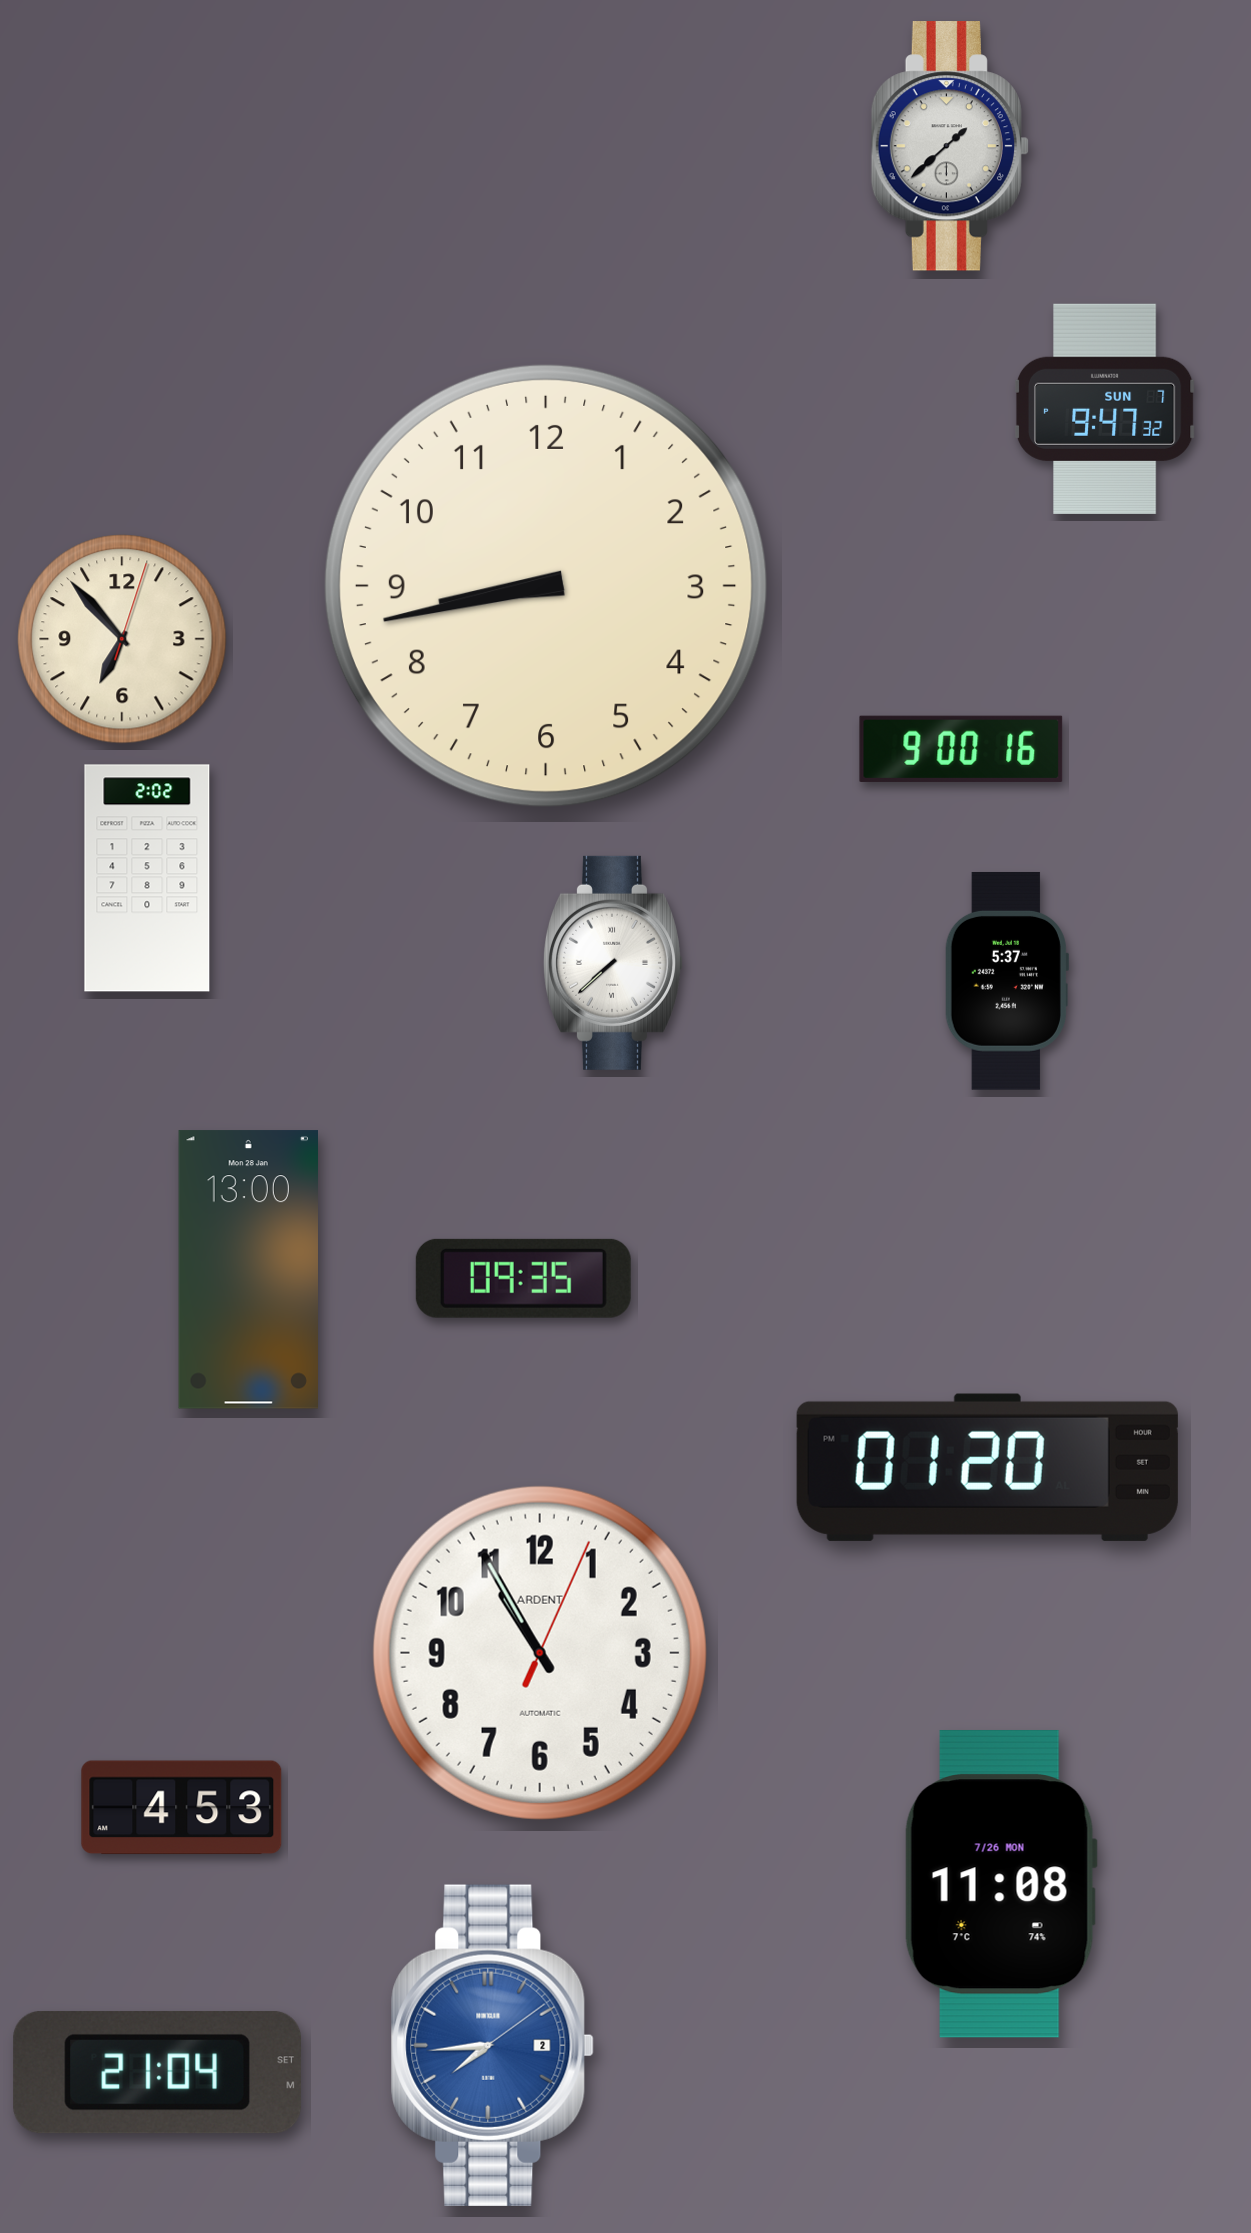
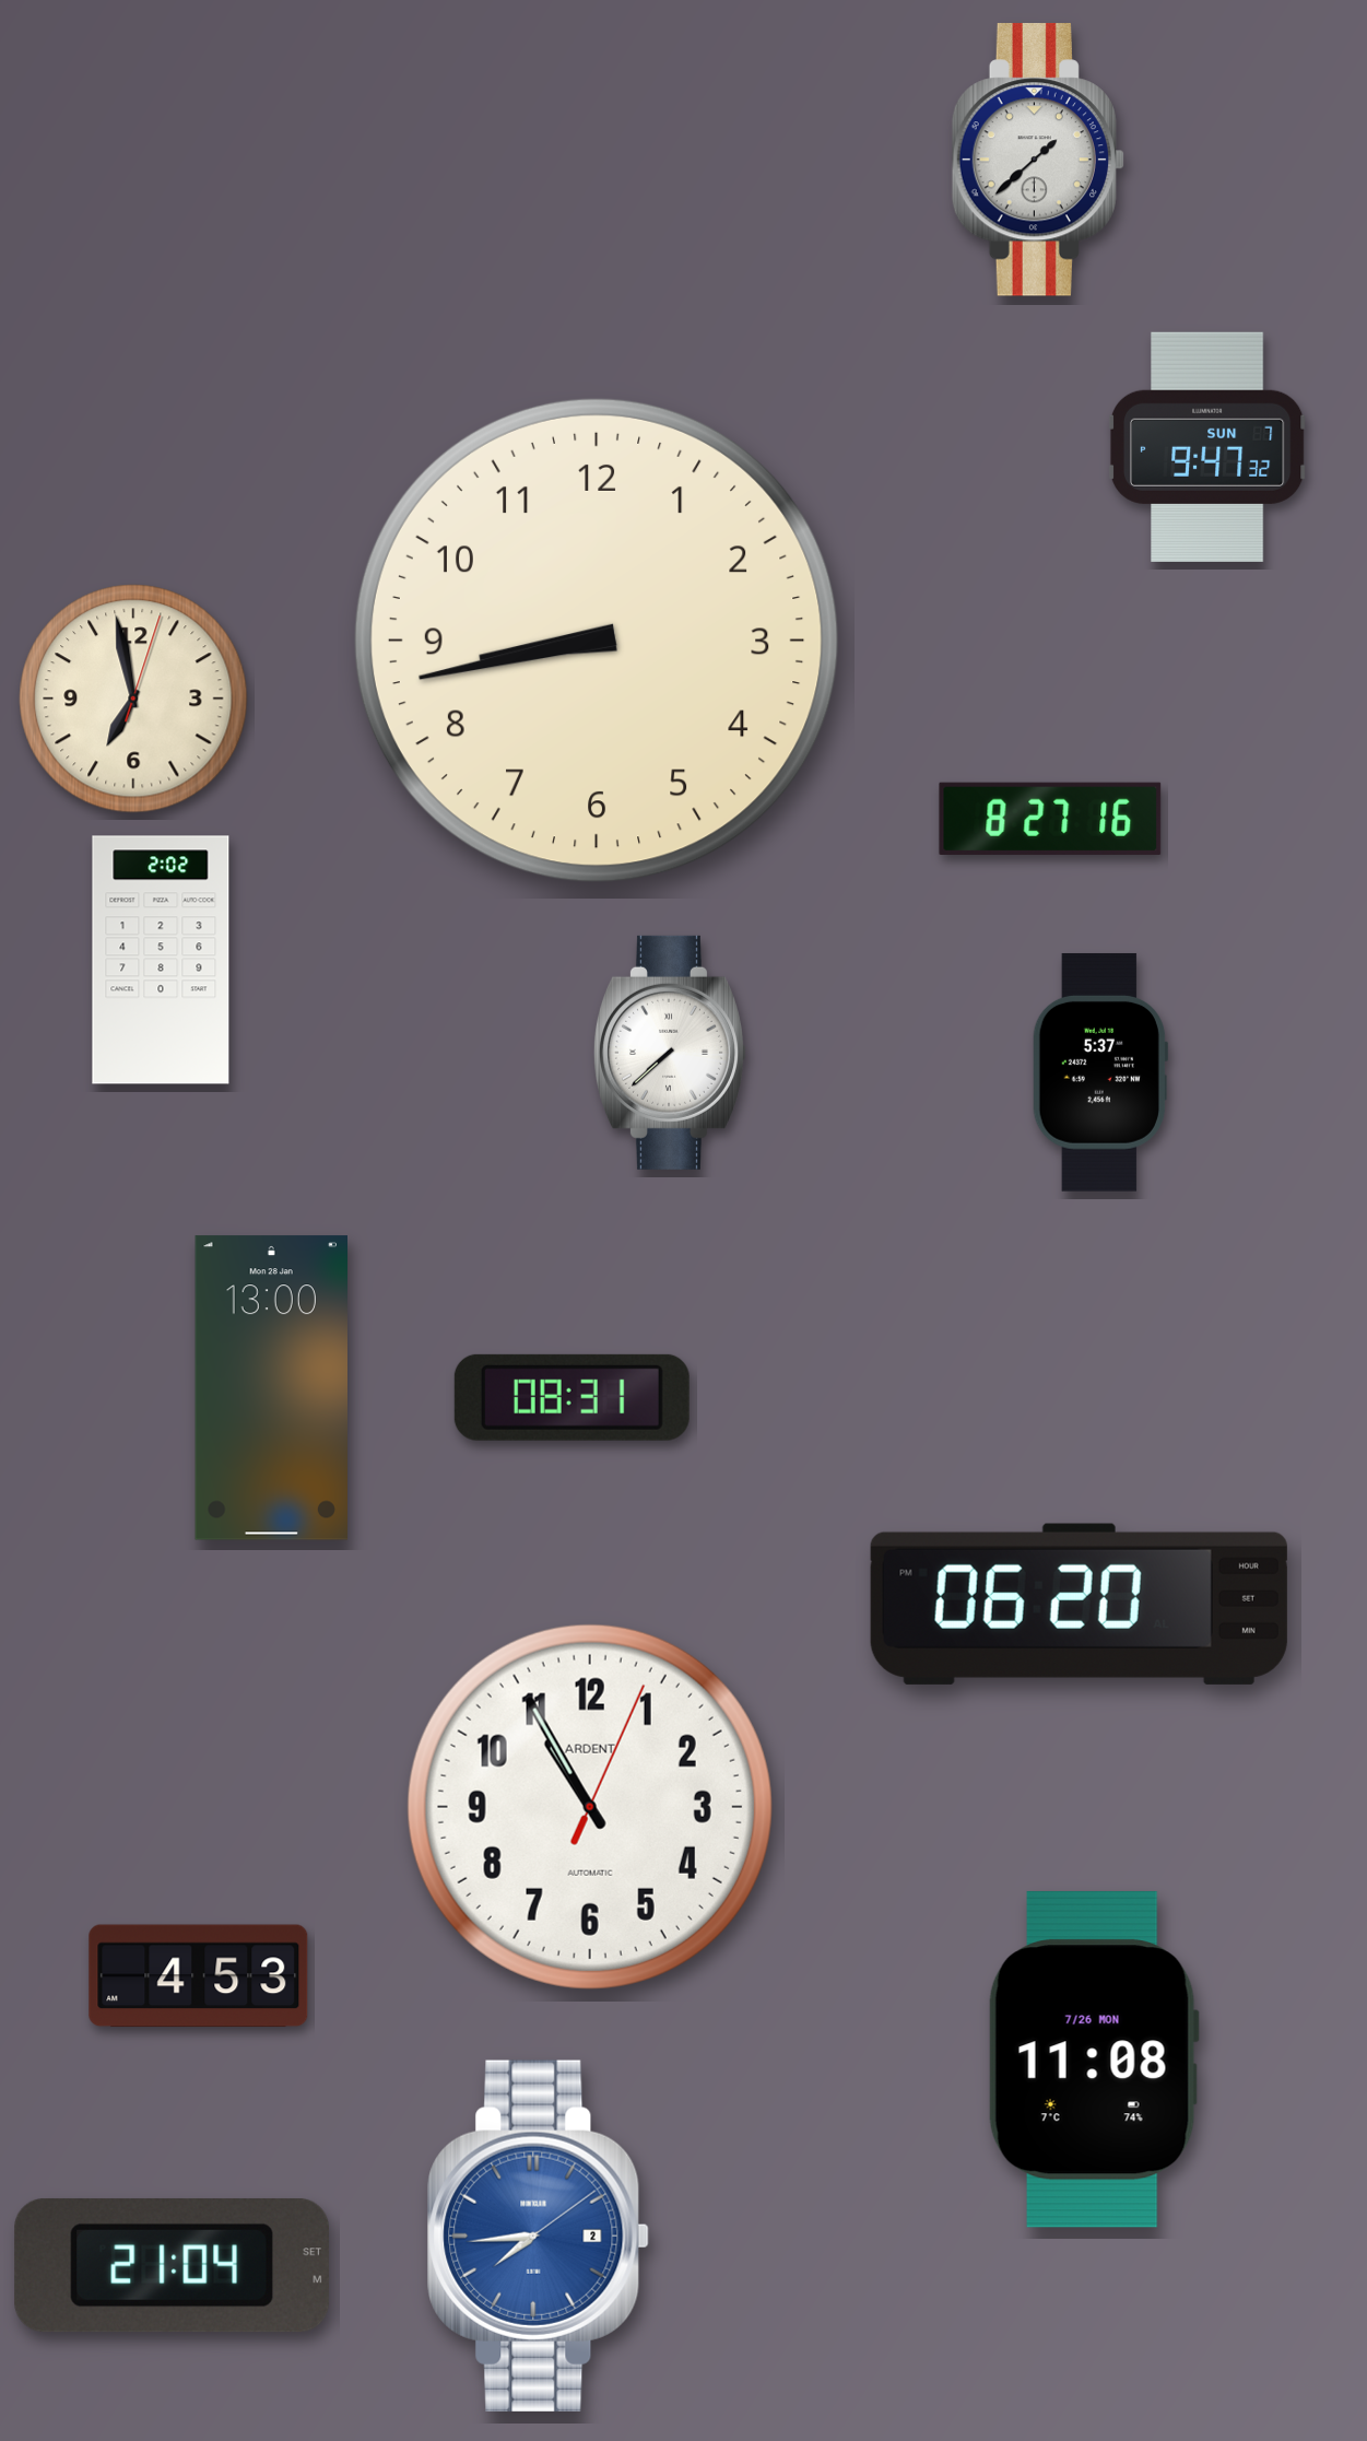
clock at (122, 639): 6:53 -> 6:58
clock at (961, 749): 9:00 -> 8:27
clock at (523, 1278): 09:35 -> 08:31
clock at (987, 1467): 01:20 -> 06:20
